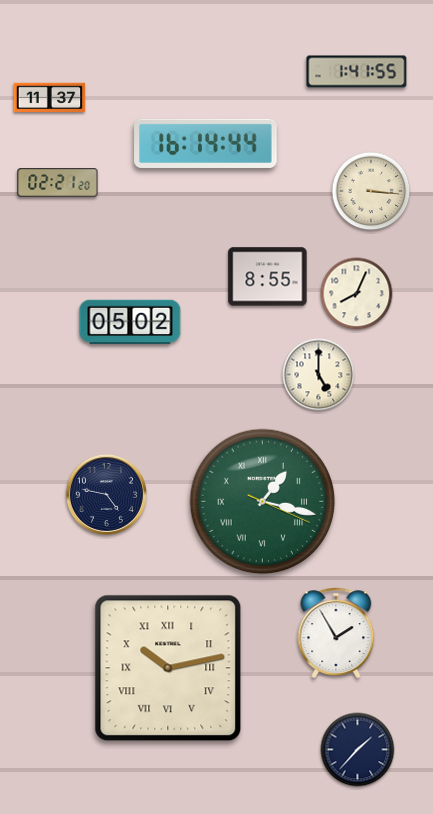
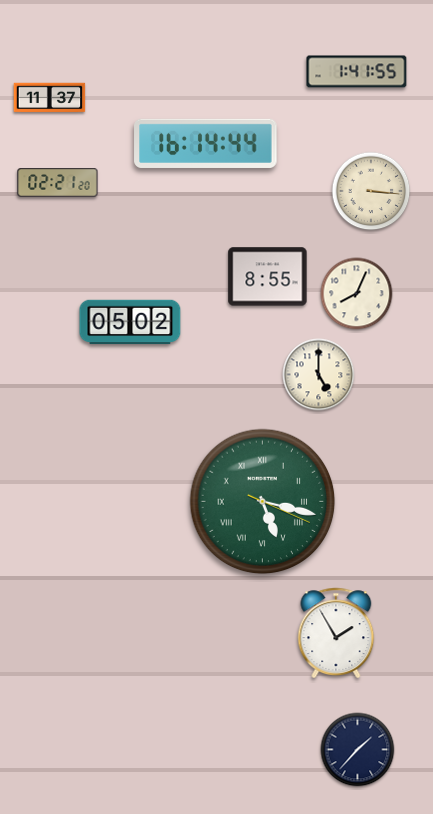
clock at (106, 494): 4:47 -> none
clock at (263, 502): 1:17 -> 5:17
clock at (168, 668): 10:13 -> none
